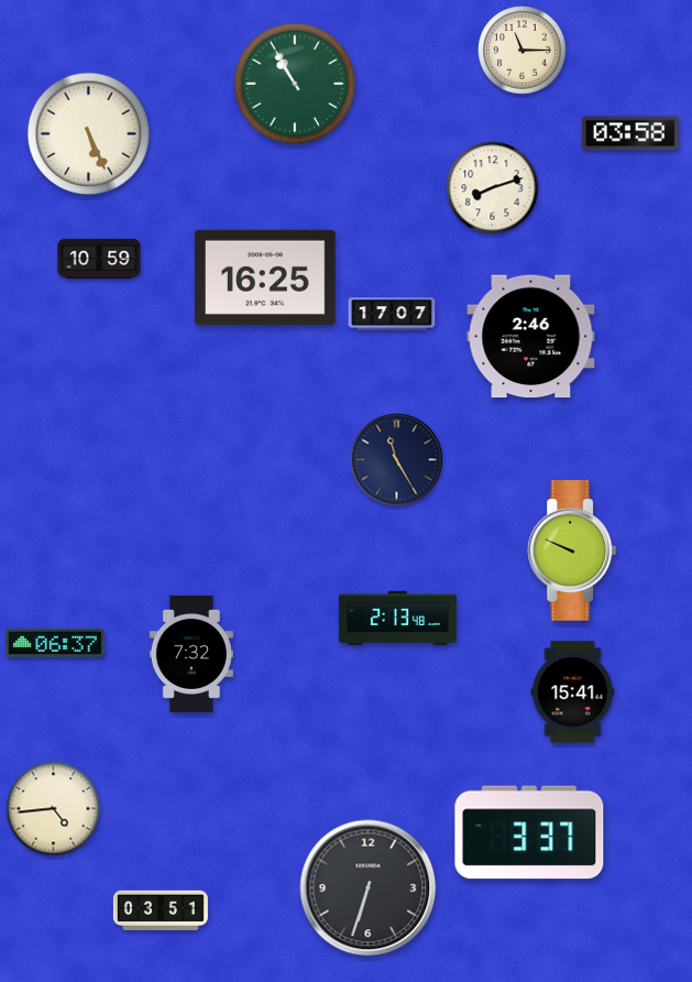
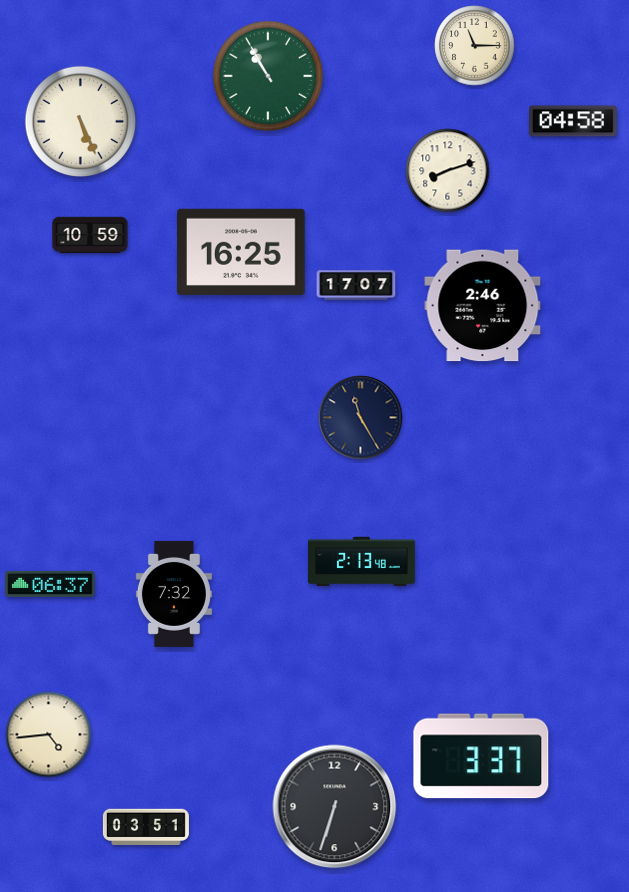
clock at (630, 133): 03:58 -> 04:58
clock at (571, 550): 9:49 -> none
clock at (573, 692): 15:41 -> none
